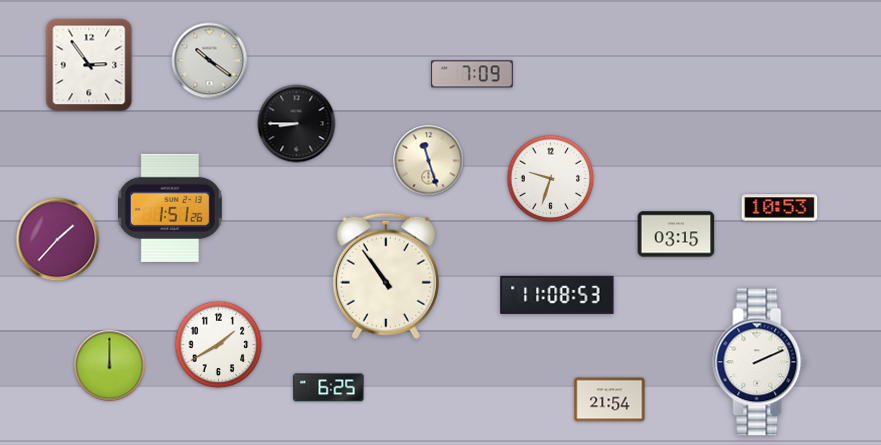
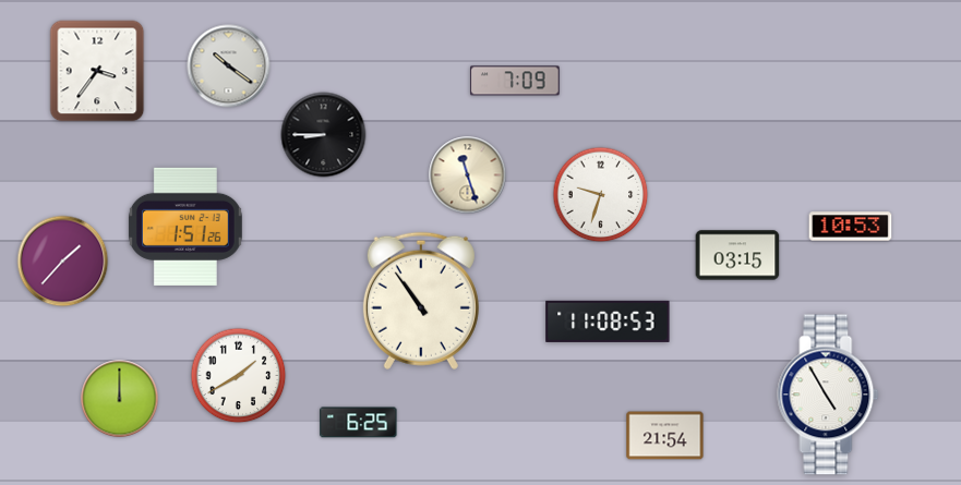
clock at (89, 65): 2:54 -> 3:36
clock at (759, 362): 2:11 -> 4:55
